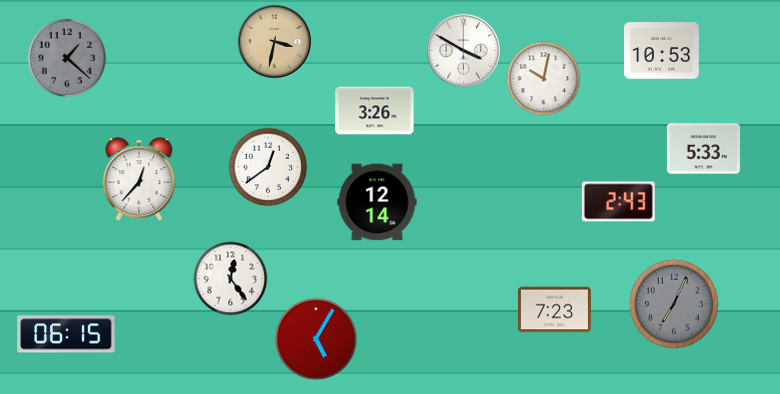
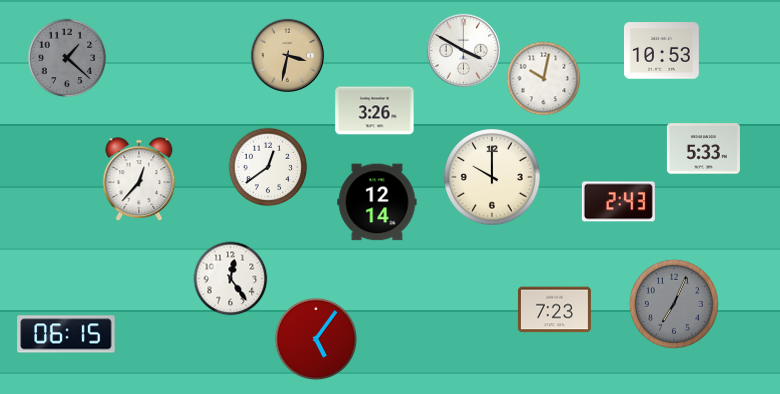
clock at (274, 41) position: (274, 41) -> (287, 55)
clock at (492, 177): none -> 10:00
clock at (316, 339): 5:05 -> 5:06
